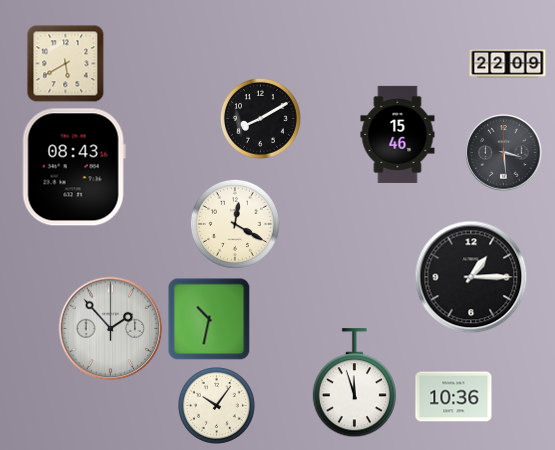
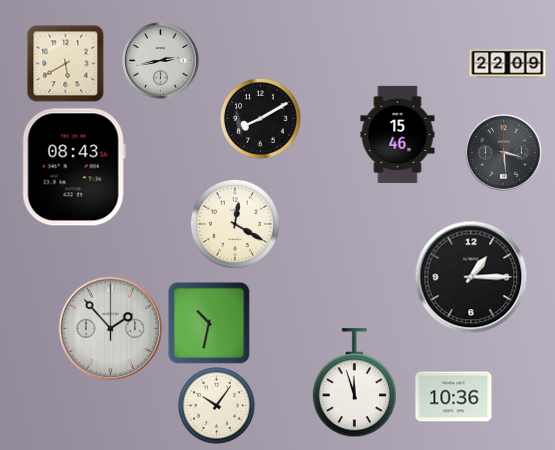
clock at (161, 61): none -> 2:43
clock at (209, 319) position: (209, 319) -> (209, 323)
